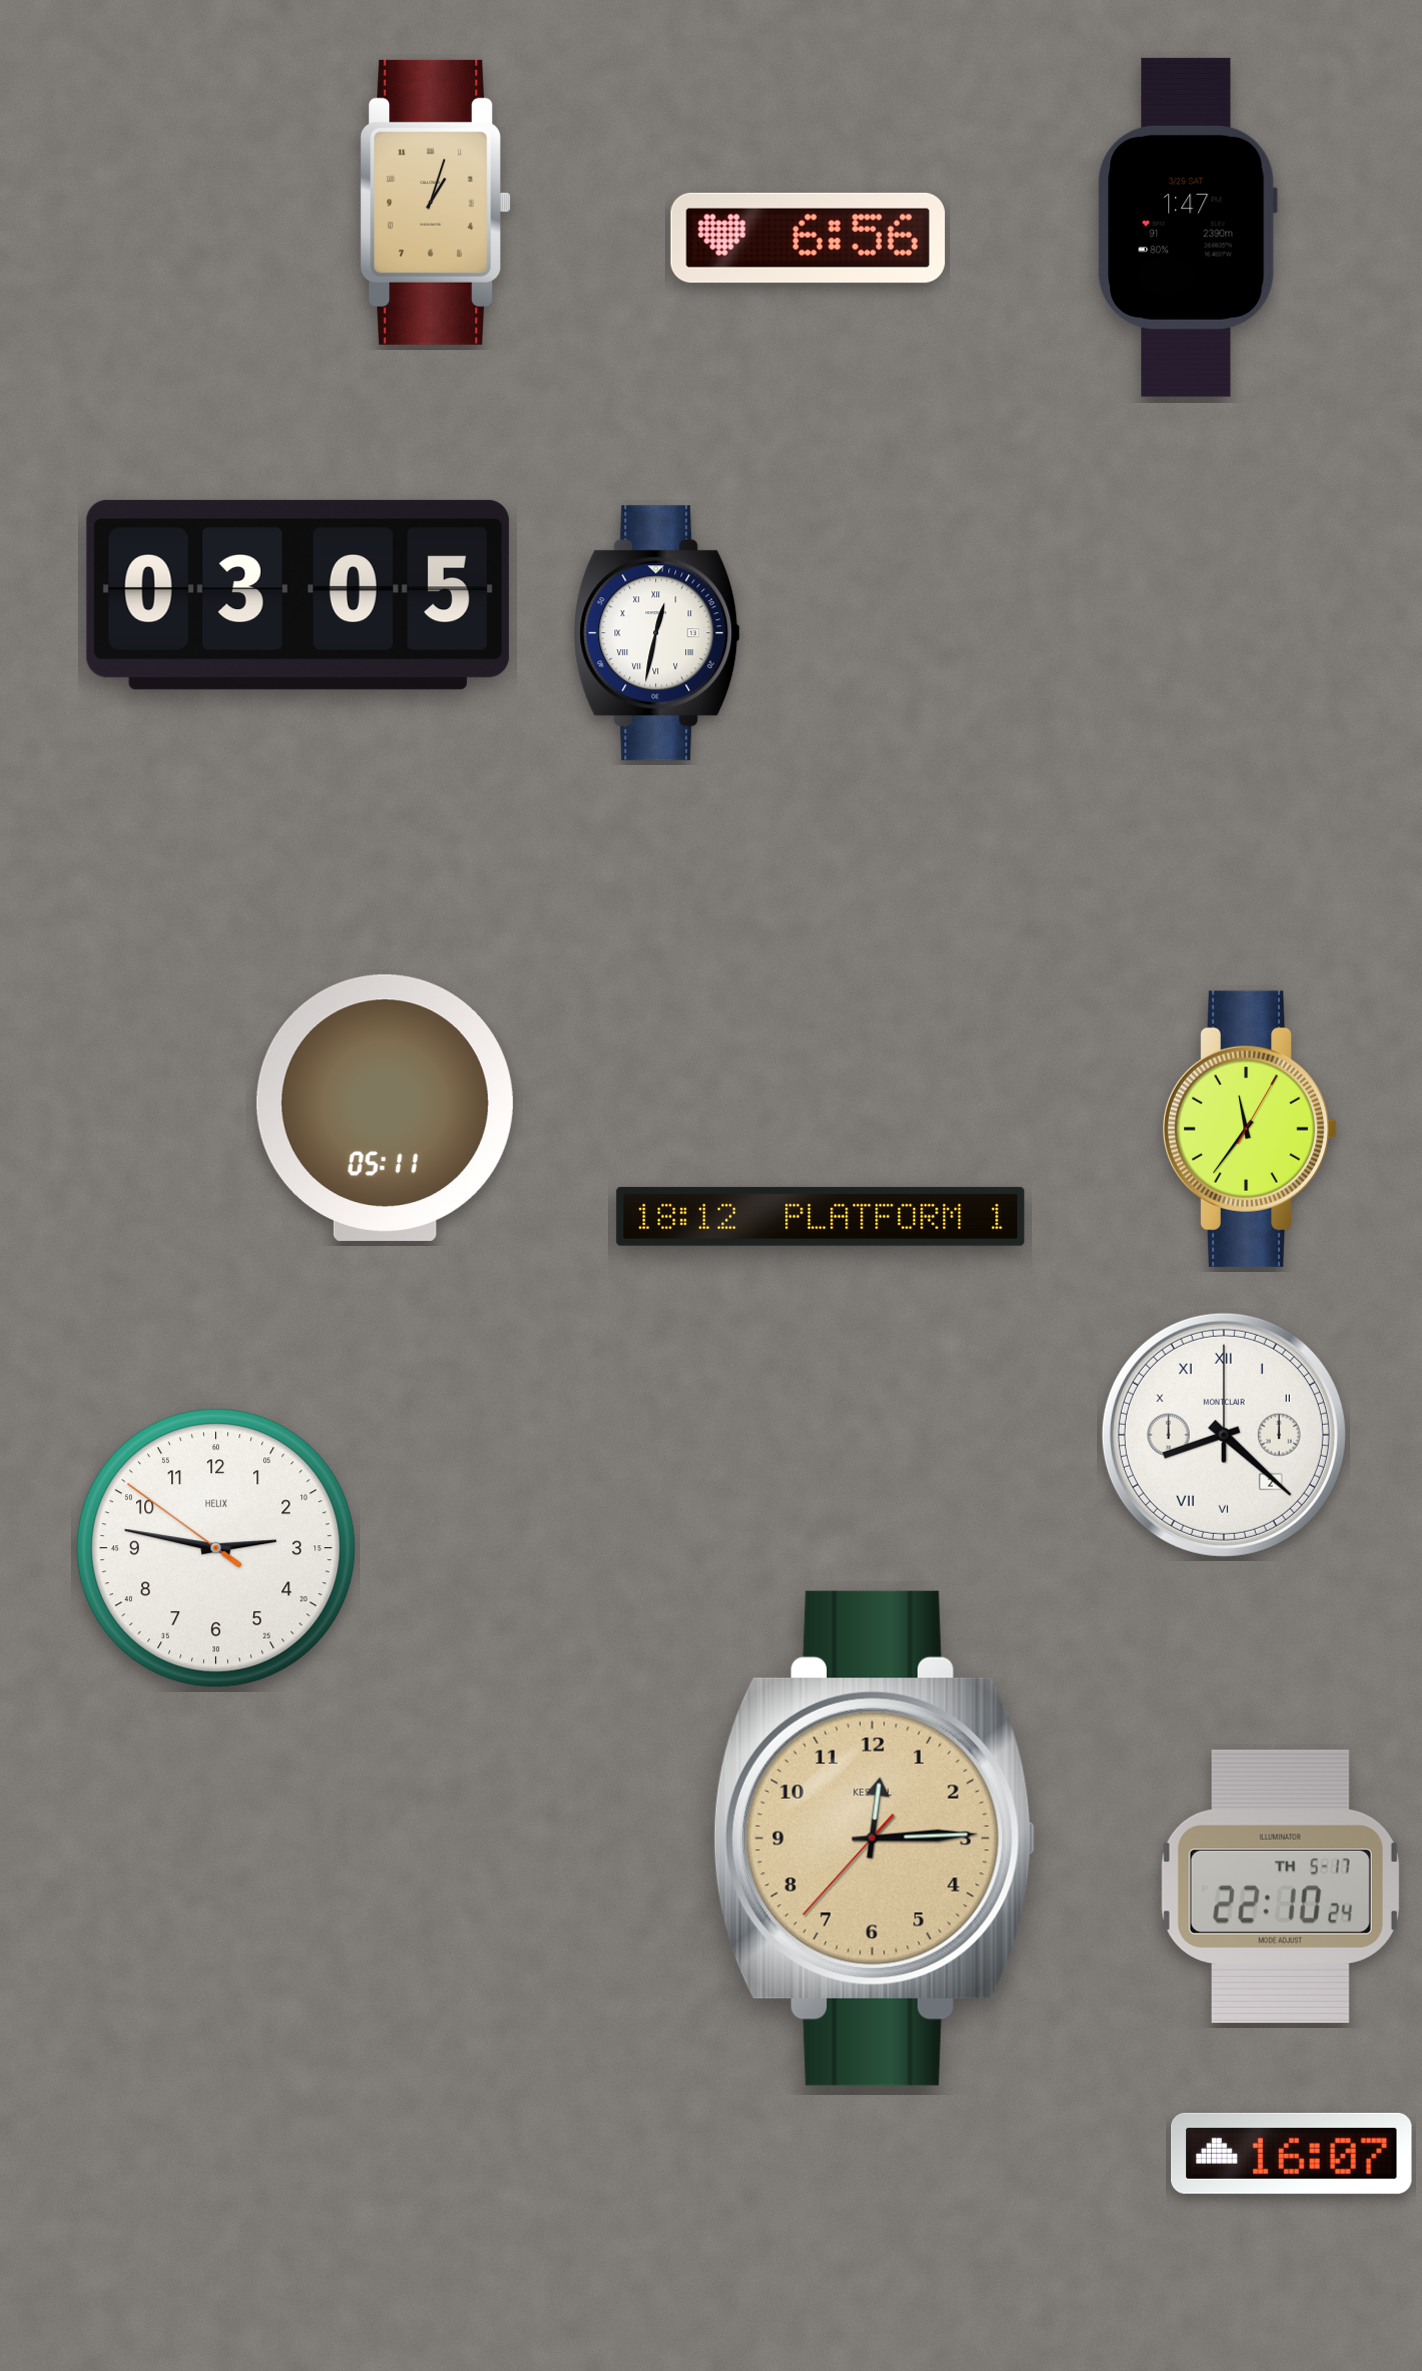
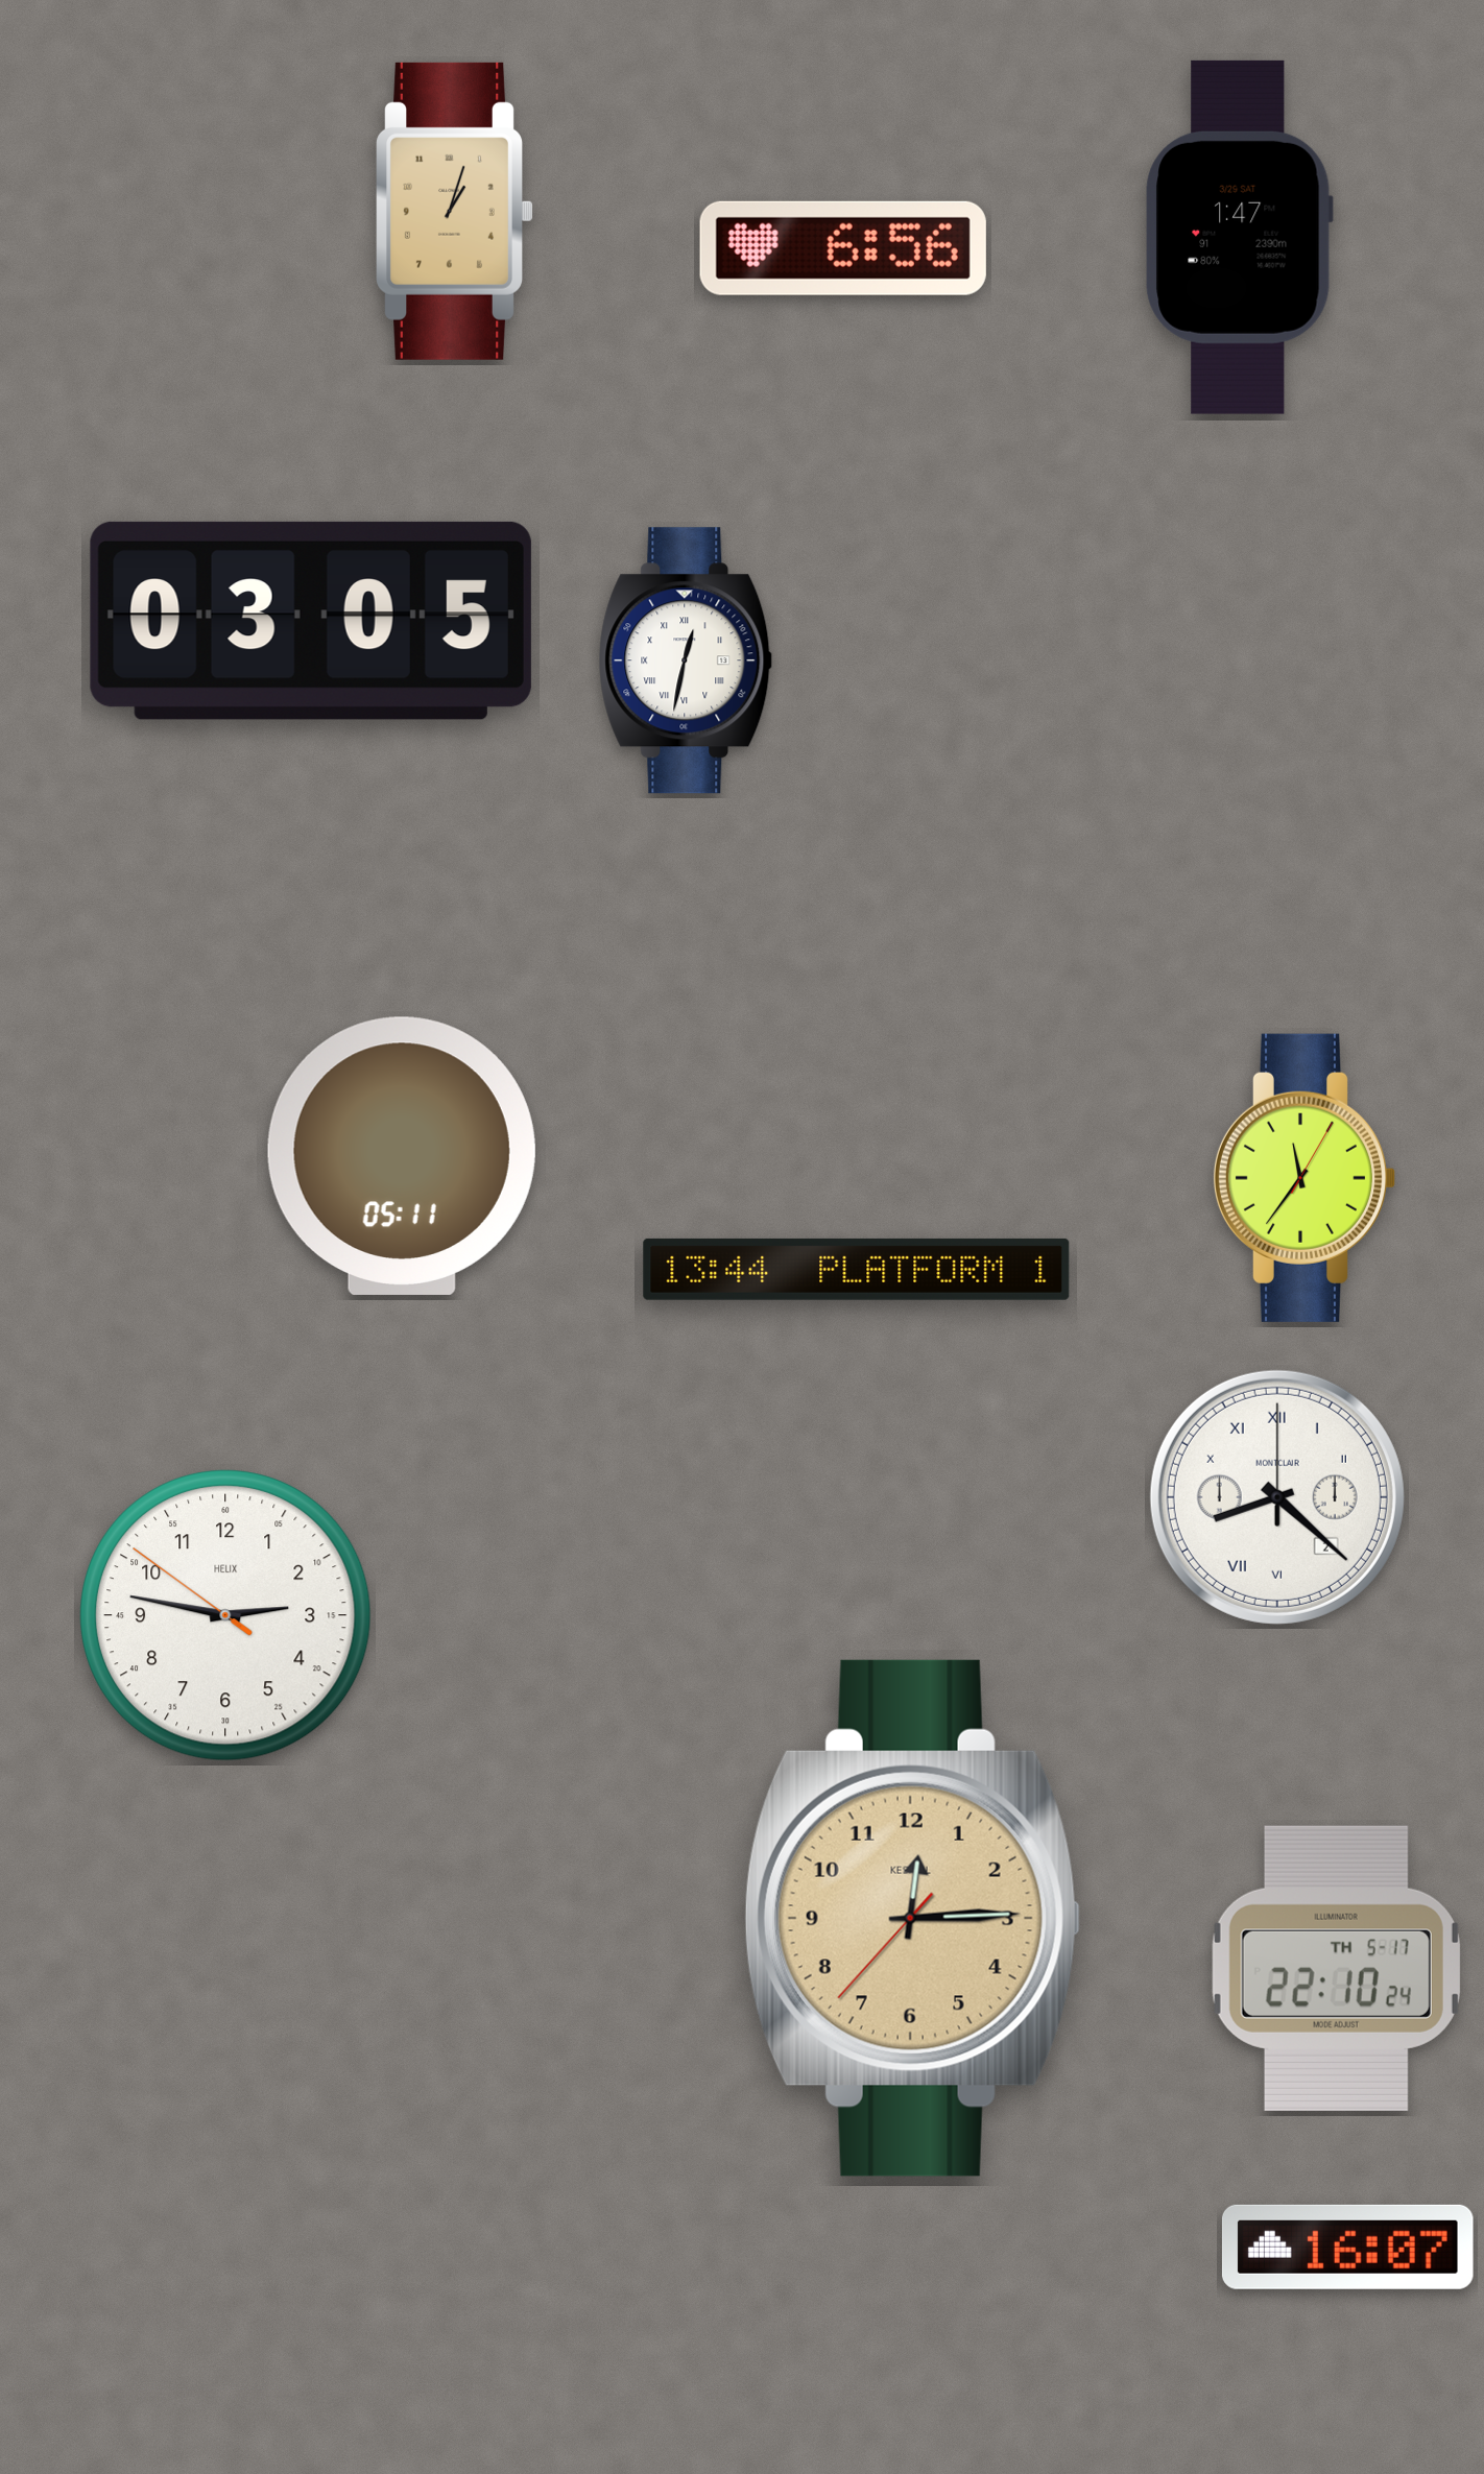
clock at (821, 1216): 18:12 -> 13:44
